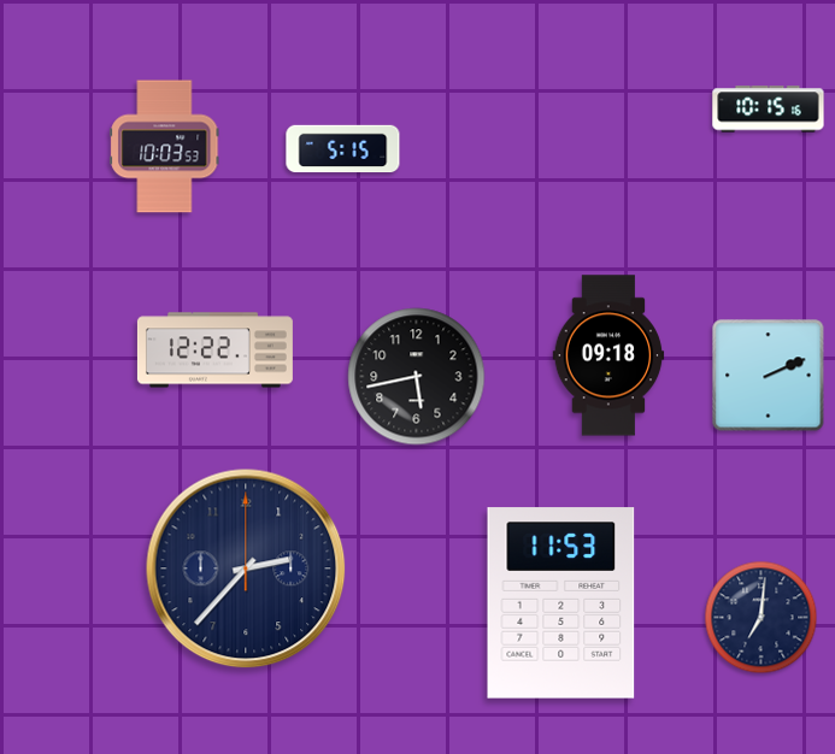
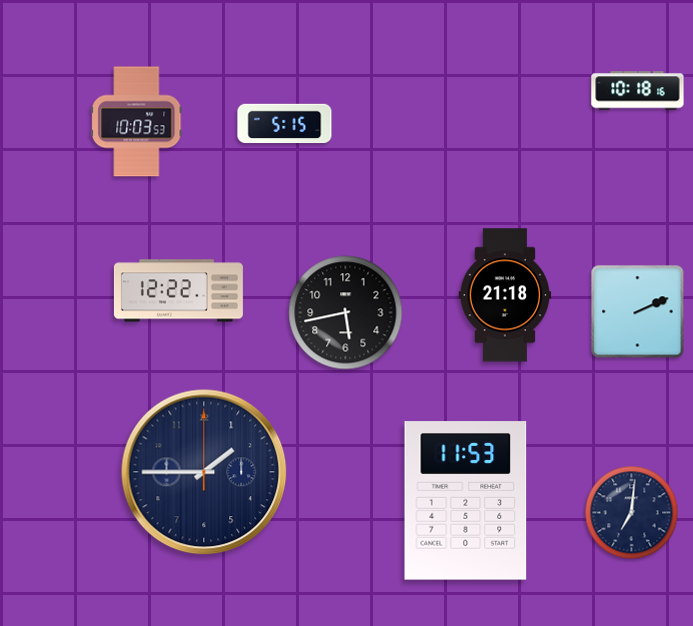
clock at (769, 110): 10:15 -> 10:18
clock at (608, 355): 09:18 -> 21:18
clock at (246, 569): 2:37 -> 1:45
